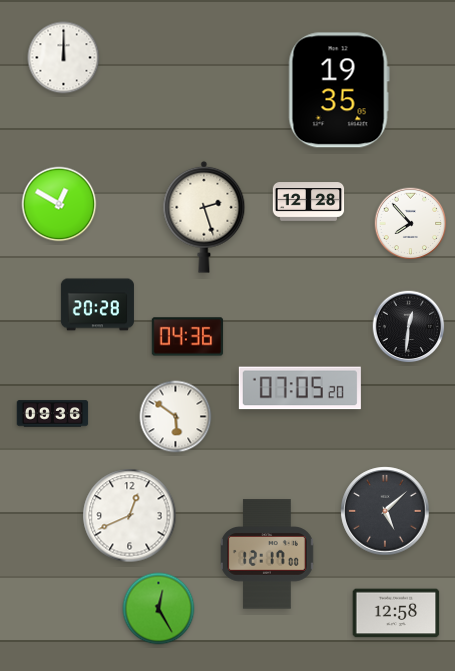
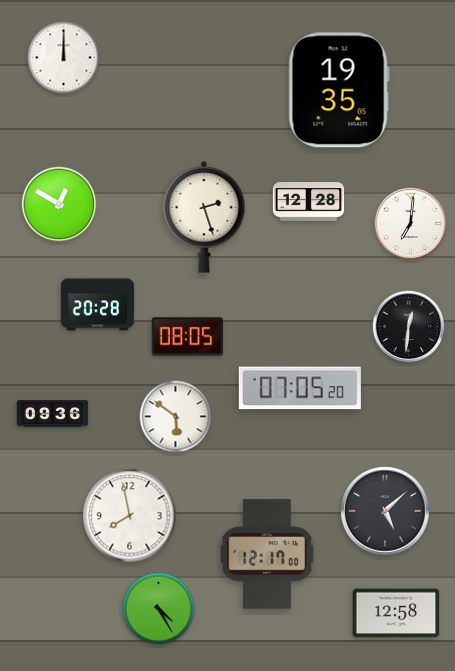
clock at (411, 224): 7:53 -> 7:01
clock at (188, 337): 04:36 -> 08:05
clock at (130, 516): 12:41 -> 7:58
clock at (159, 609): 12:25 -> 4:25
